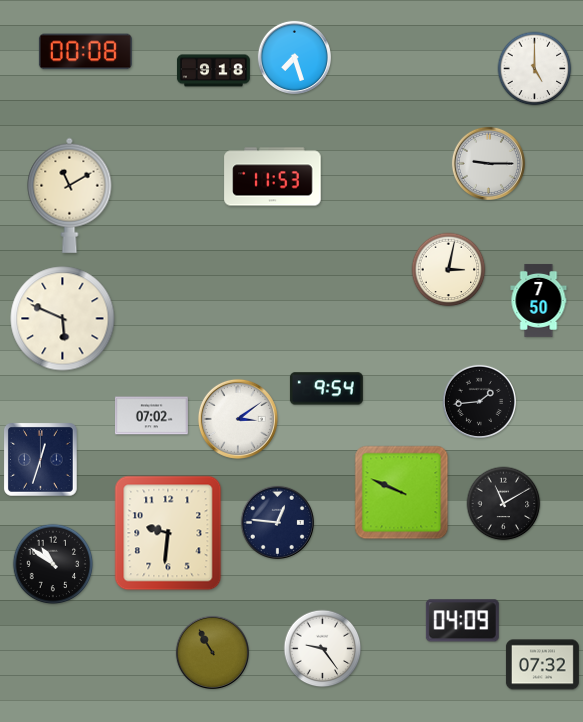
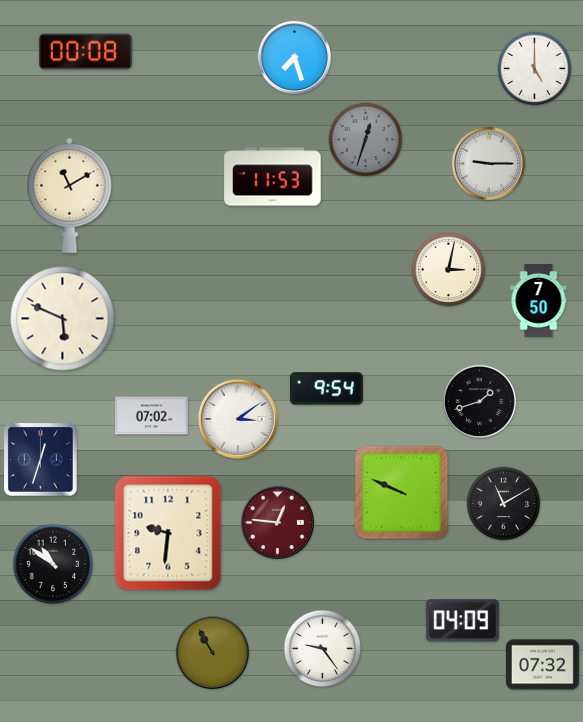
clock at (213, 71): 9:18 -> none
clock at (366, 140): none -> 12:33
clock at (479, 401): 1:44 -> 1:42
clock at (277, 522) dial: navy -> burgundy
